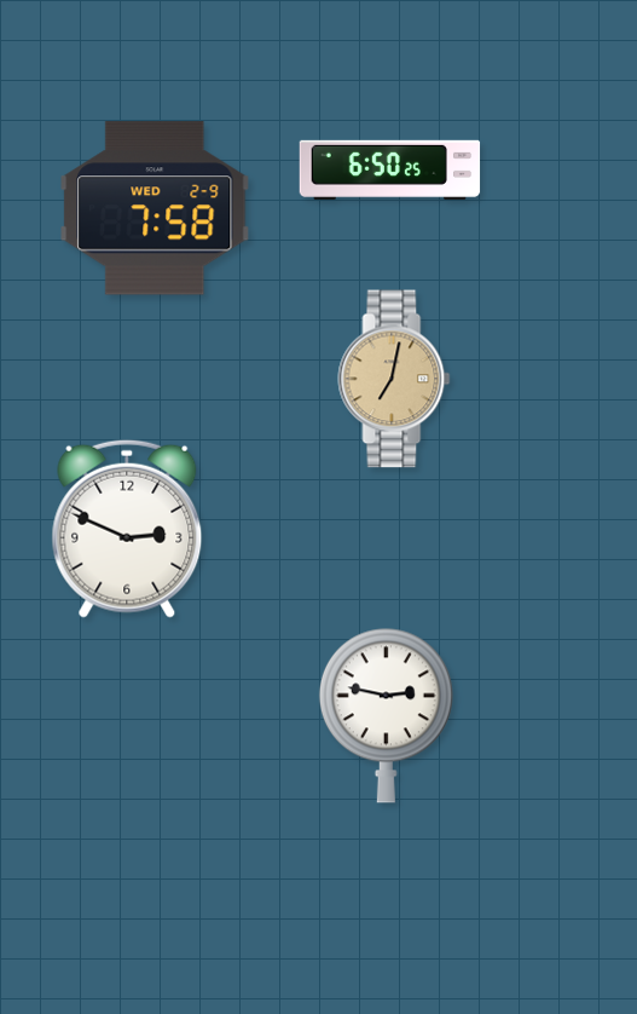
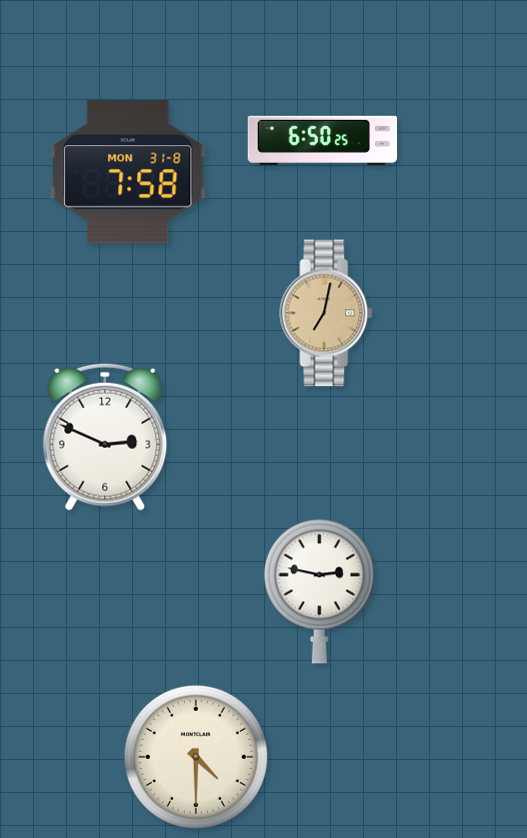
clock at (155, 208) date: WED 2-9 -> MON 31-8
clock at (196, 757): none -> 4:30
